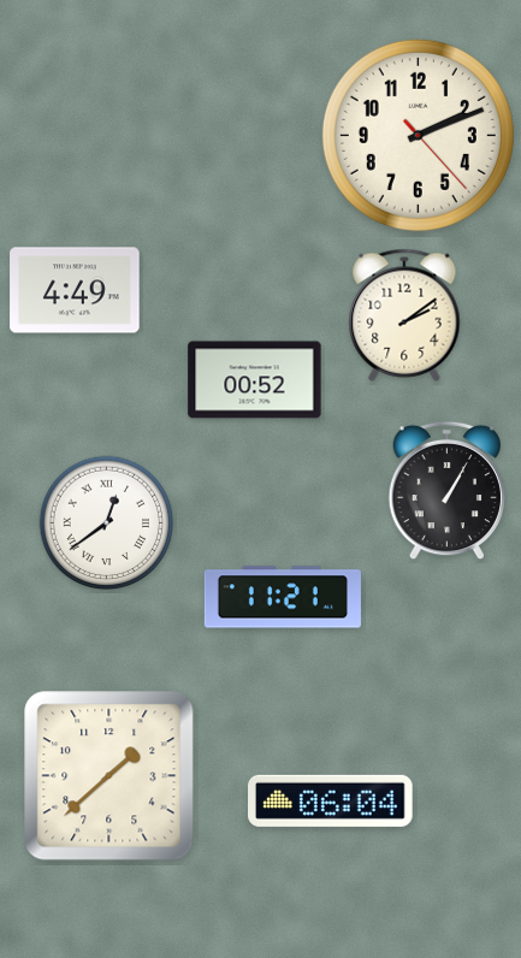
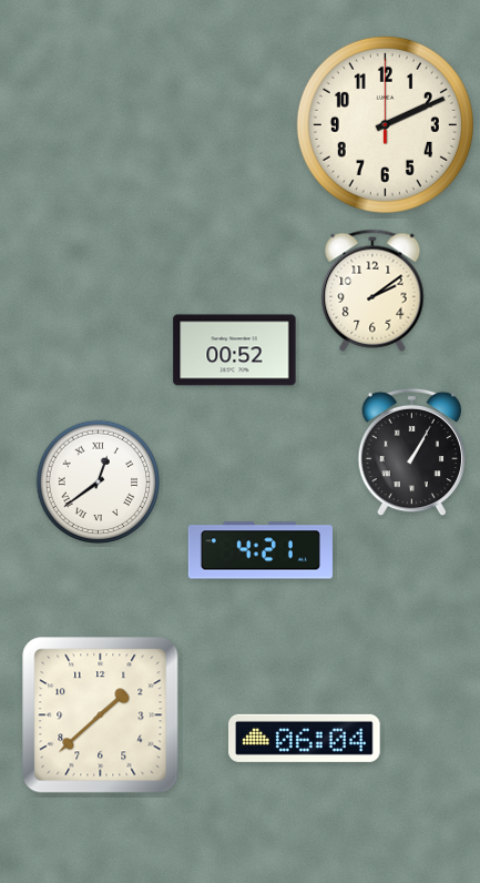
clock at (418, 135): 2:11:23 -> 2:11:00
clock at (75, 290): 4:49 -> none
clock at (283, 597): 11:21 -> 4:21
